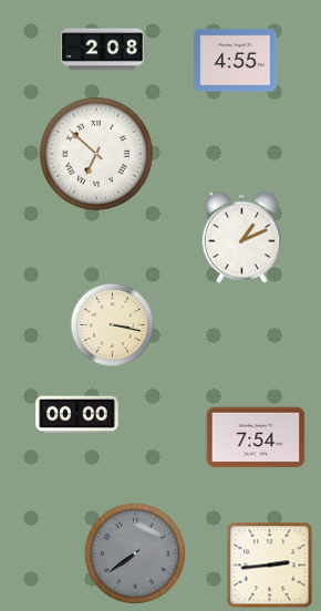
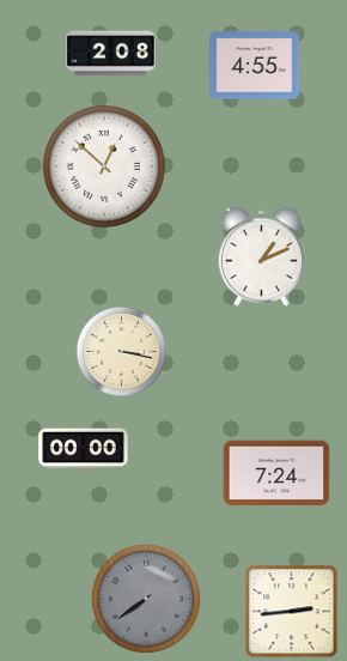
clock at (96, 154): 6:52 -> 12:52
clock at (256, 437): 7:54 -> 7:24
